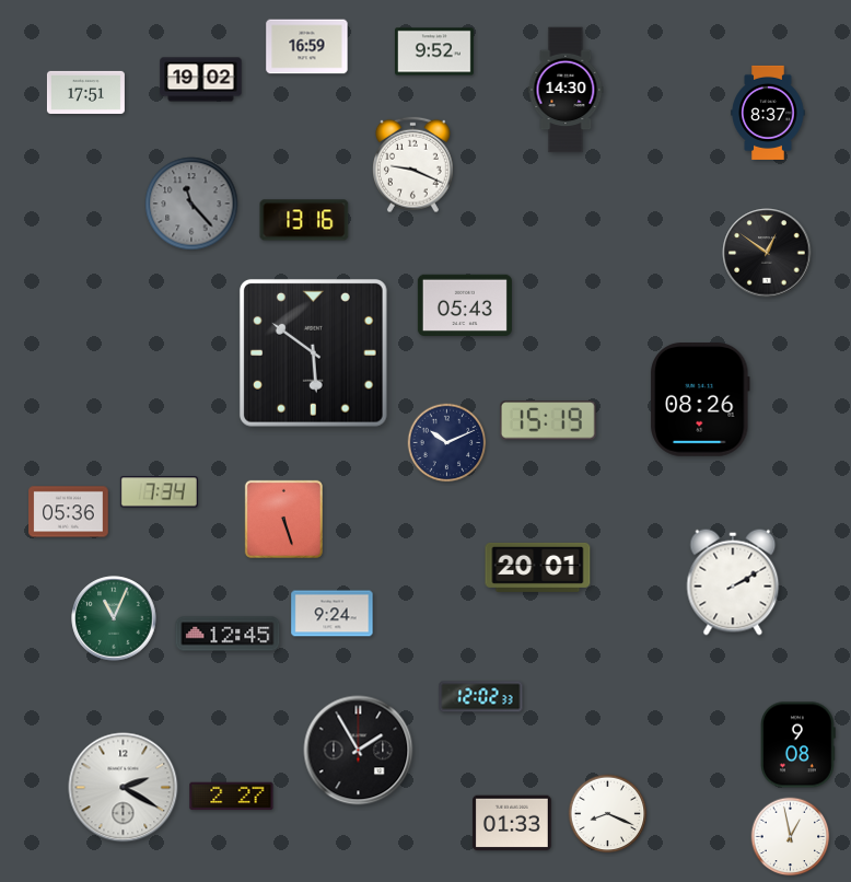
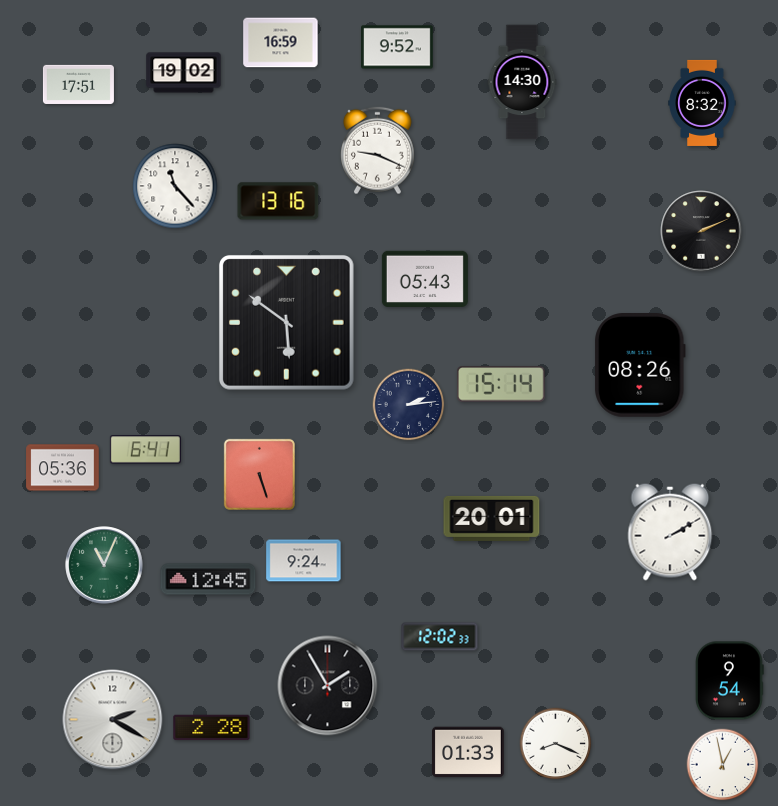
clock at (566, 90) position: (566, 90) -> (522, 82)
clock at (768, 113): 8:37 -> 8:32
clock at (191, 204) dial: grey -> white
clock at (767, 253): 12:51 -> 2:11
clock at (548, 420): 15:19 -> 15:14
clock at (447, 443): 10:11 -> 2:14
clock at (159, 492): 7:34 -> 6:41
clock at (798, 745): 9:08 -> 9:54
clock at (232, 797): 2:27 -> 2:28
